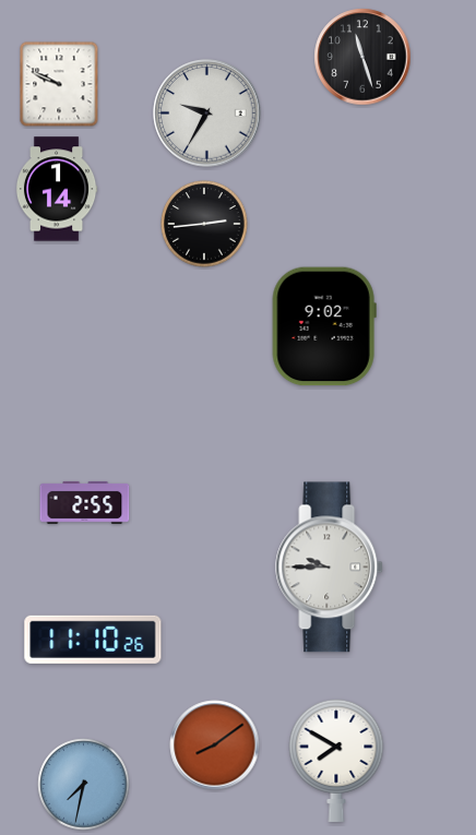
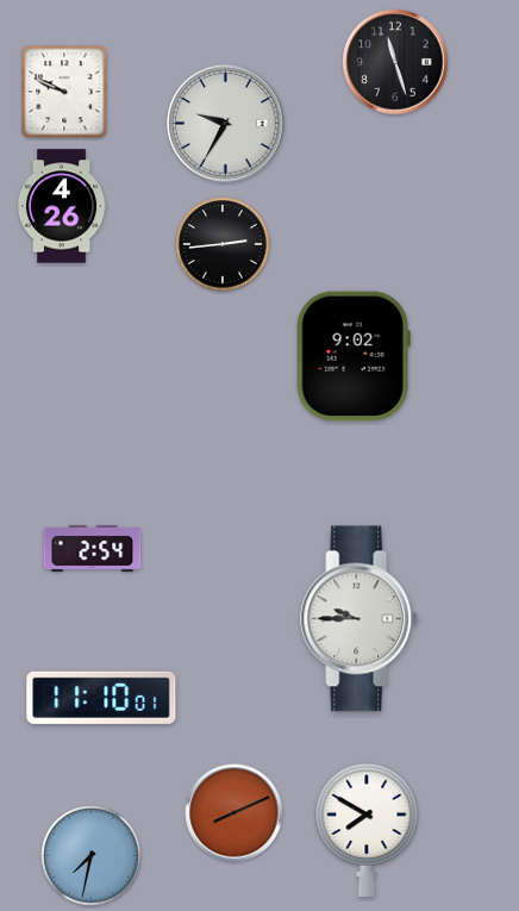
clock at (57, 189): 1:14 -> 4:26
clock at (85, 502): 2:55 -> 2:54
clock at (93, 640): 11:10:26 -> 11:10:01
clock at (215, 745): 8:09 -> 8:11
